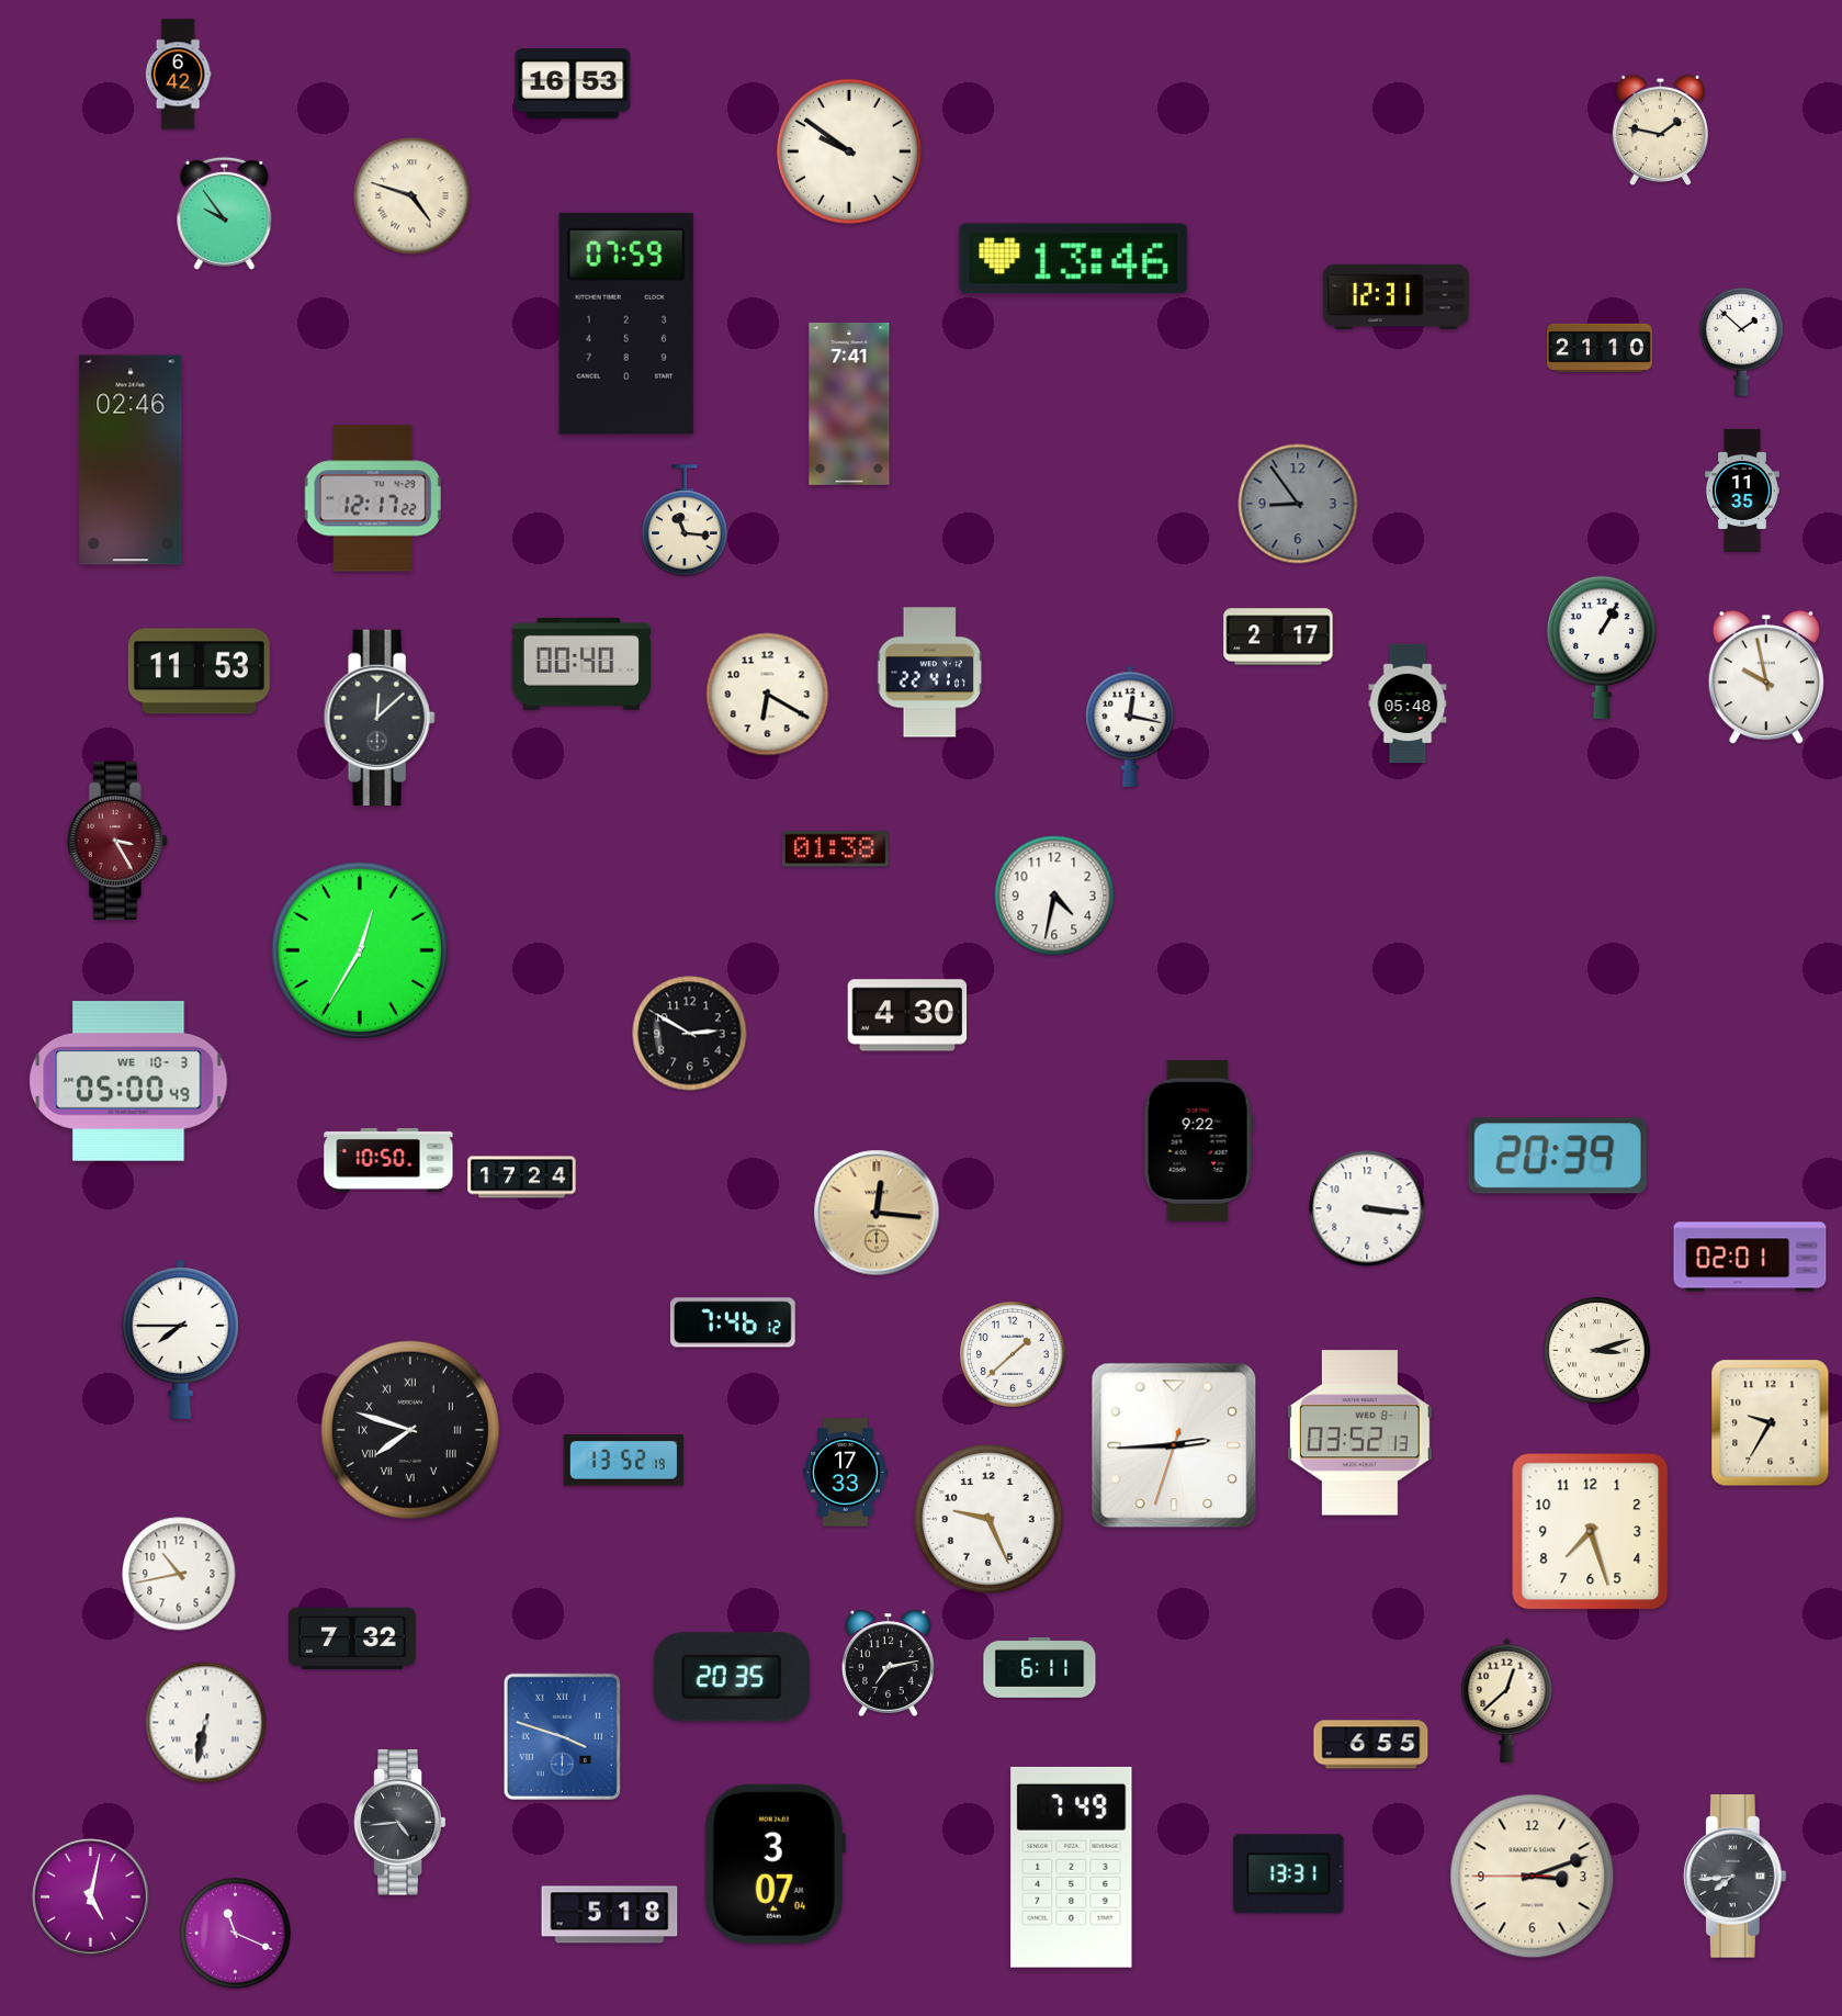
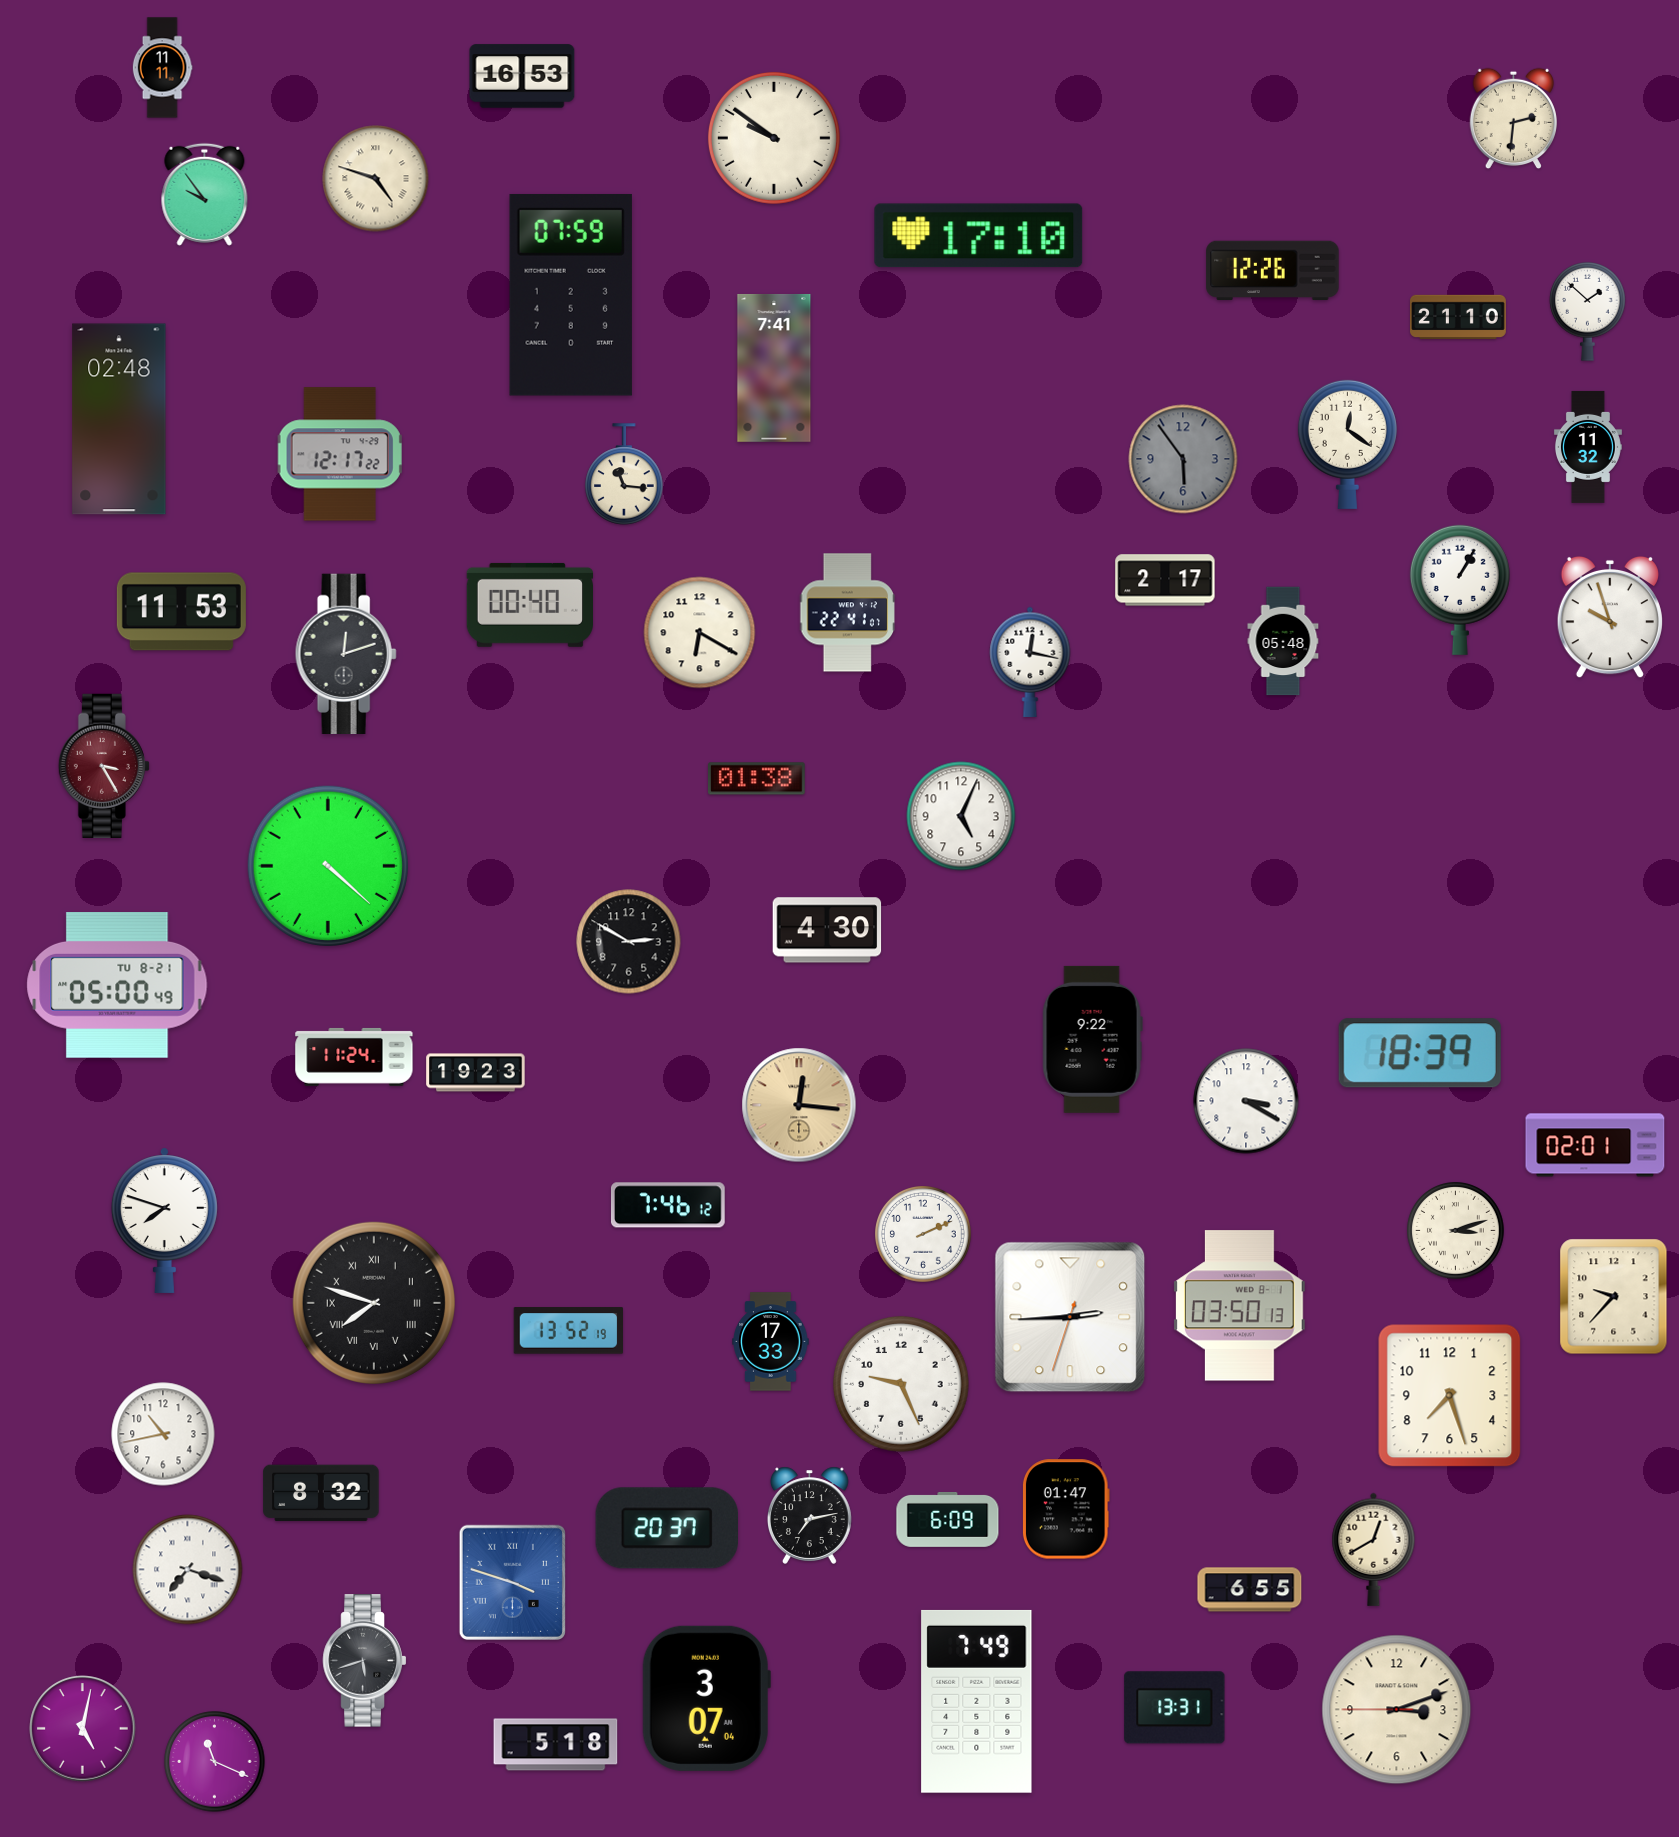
clock at (178, 75): 6:42 -> 11:11
clock at (1660, 131): 1:47 -> 2:31
clock at (1074, 259): 13:46 -> 17:10
clock at (1397, 297): 12:31 -> 12:26
clock at (131, 460): 02:46 -> 02:48
clock at (1347, 444): none -> 12:21
clock at (1742, 491): 11:35 -> 11:32
clock at (1298, 504): 8:54 -> 5:54
clock at (1766, 677): 9:58 -> 9:57
clock at (380, 717): 12:08 -> 12:12
clock at (117, 841) position: (117, 841) -> (104, 766)
clock at (836, 849) position: (836, 849) -> (757, 779)
clock at (1054, 896): 4:32 -> 5:04
clock at (360, 950): 12:35 -> 4:22
clock at (907, 1015) position: (907, 1015) -> (827, 930)
clock at (128, 1082) date: WE 10-3 -> TU 8-21
clock at (1558, 1156): 20:39 -> 18:39
clock at (388, 1160): 10:50 -> 11:24
clock at (522, 1178): 17:24 -> 19:23
clock at (1367, 1208): 3:16 -> 3:20
clock at (180, 1339): 7:45 -> 7:48
clock at (1014, 1355): 1:38 -> 2:11
clock at (1771, 1423): 9:35 -> 9:37
clock at (1359, 1433): 03:52 -> 03:50
clock at (352, 1638): 7:32 -> 8:32
clock at (1066, 1509): none -> 01:47
clock at (1040, 1667): 6:11 -> 6:09
clock at (731, 1677): 20:35 -> 20:37
clock at (1507, 1700): 12:38 -> 12:40
clock at (206, 1723): 6:32 -> 7:18
clock at (400, 1823): 4:44 -> 5:42
clock at (1734, 1877): 7:44 -> none
